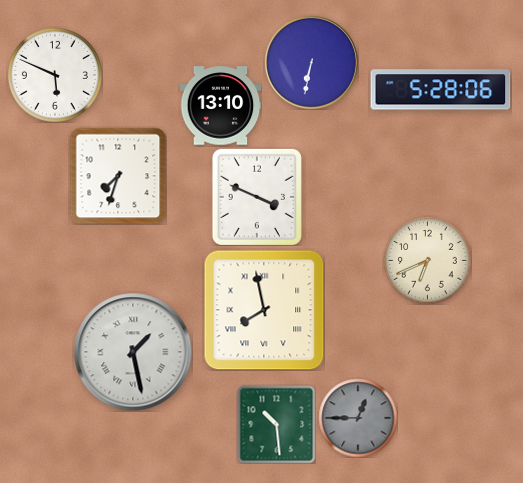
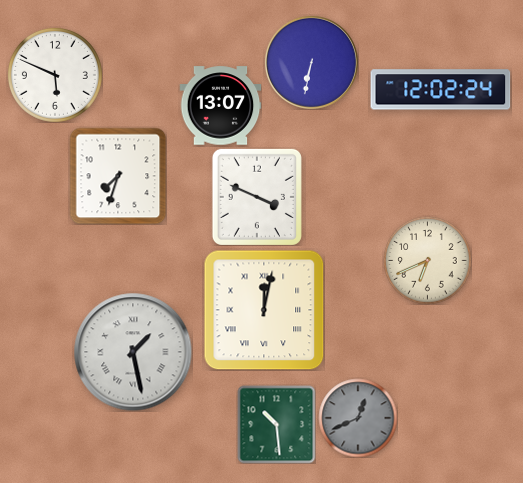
clock at (441, 90): 5:28 -> 12:02
clock at (220, 106): 13:10 -> 13:07
clock at (264, 310): 7:58 -> 12:02
clock at (358, 418): 12:45 -> 12:41
